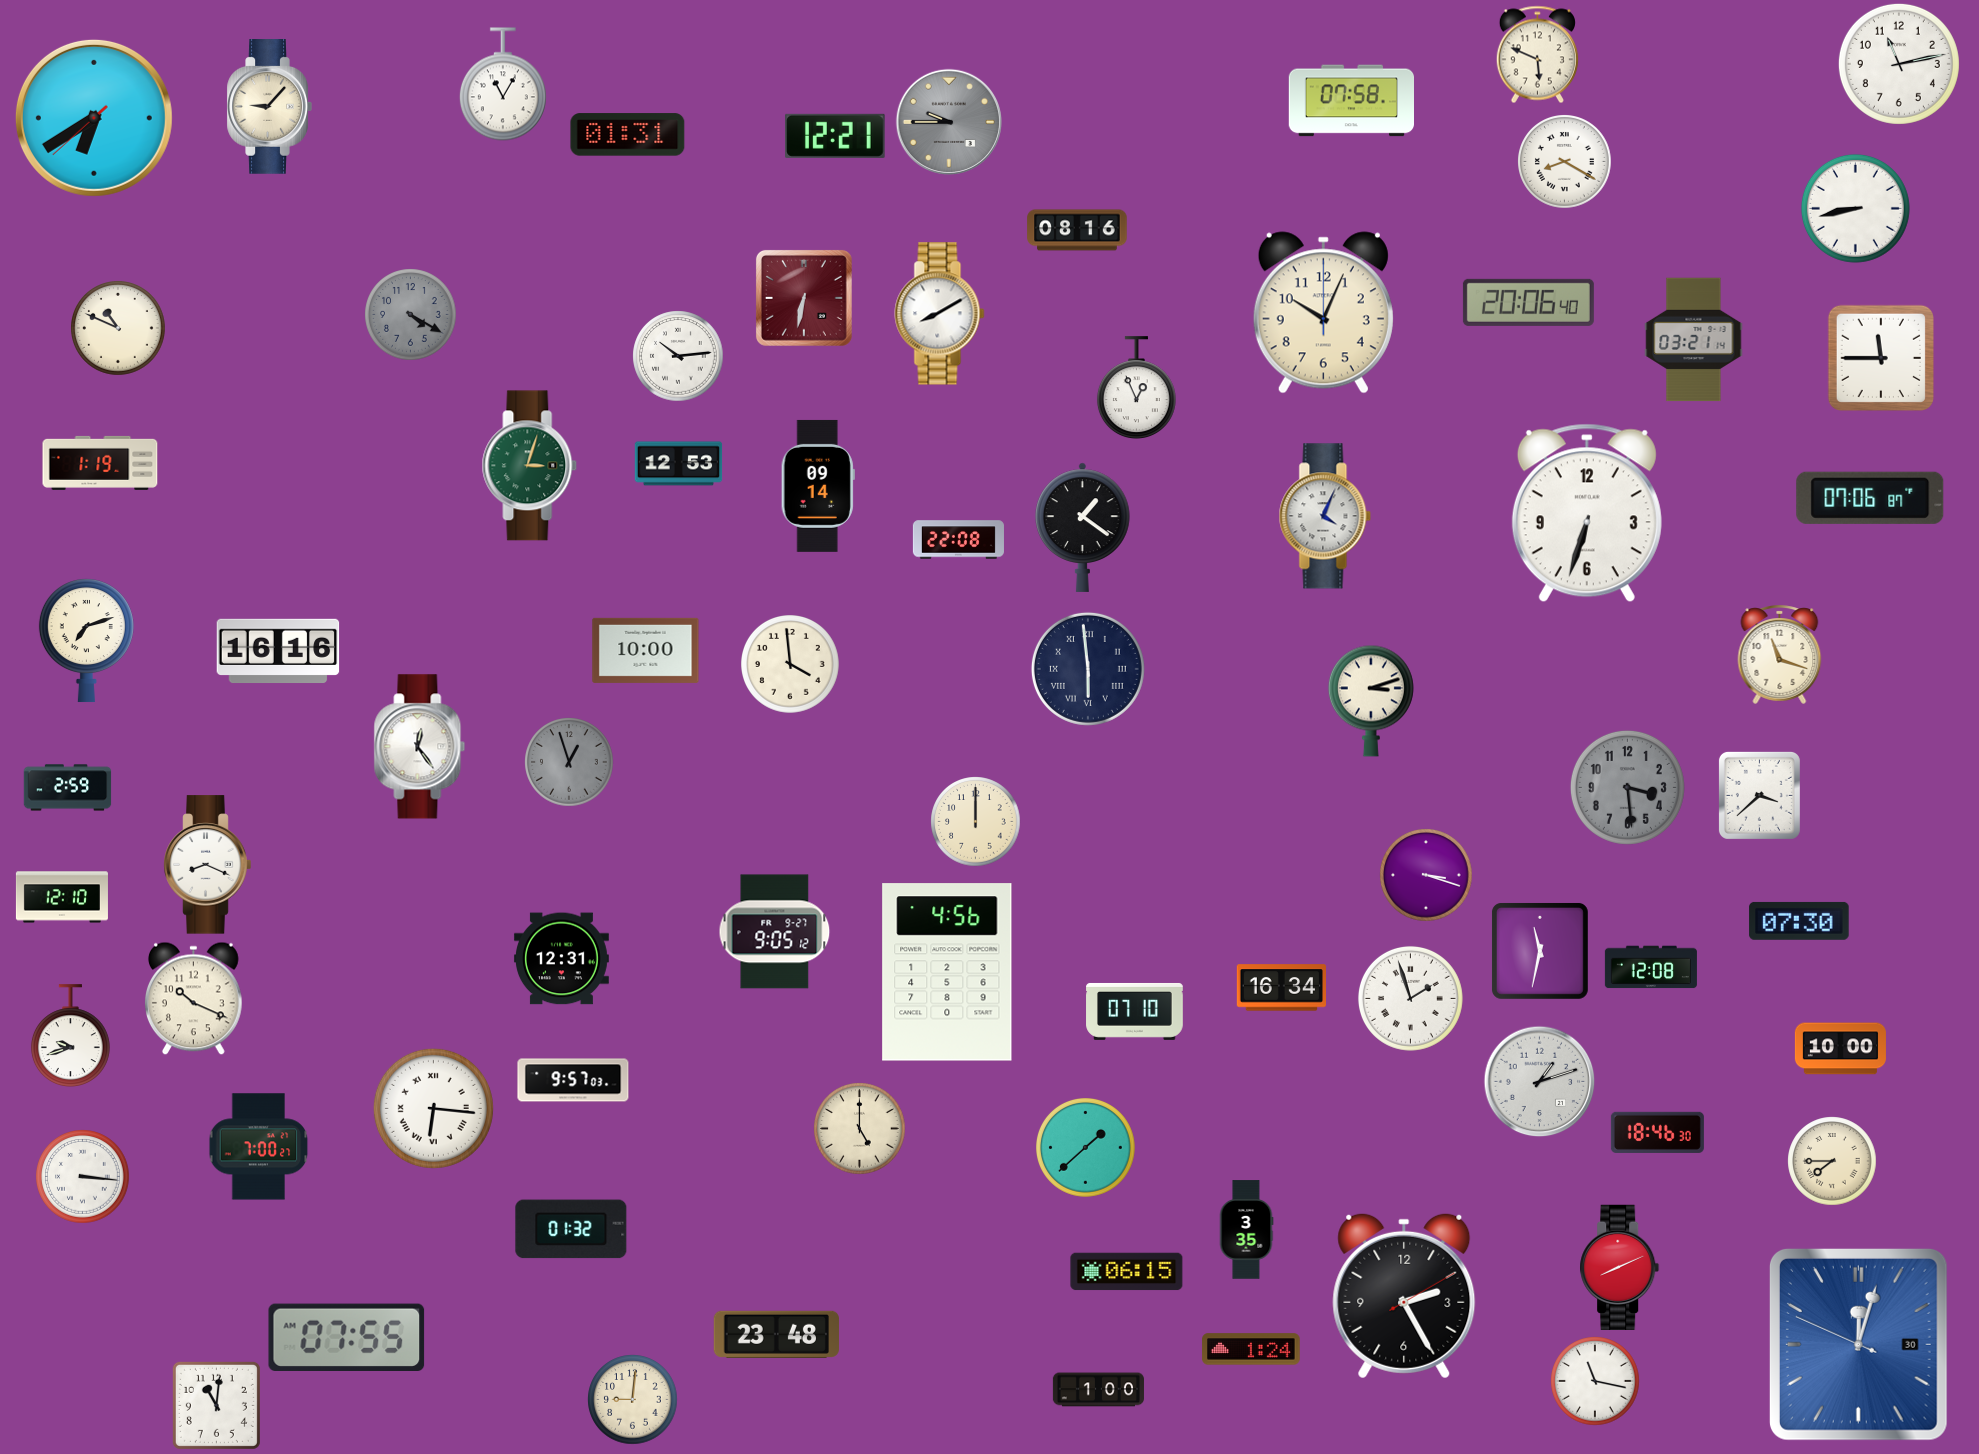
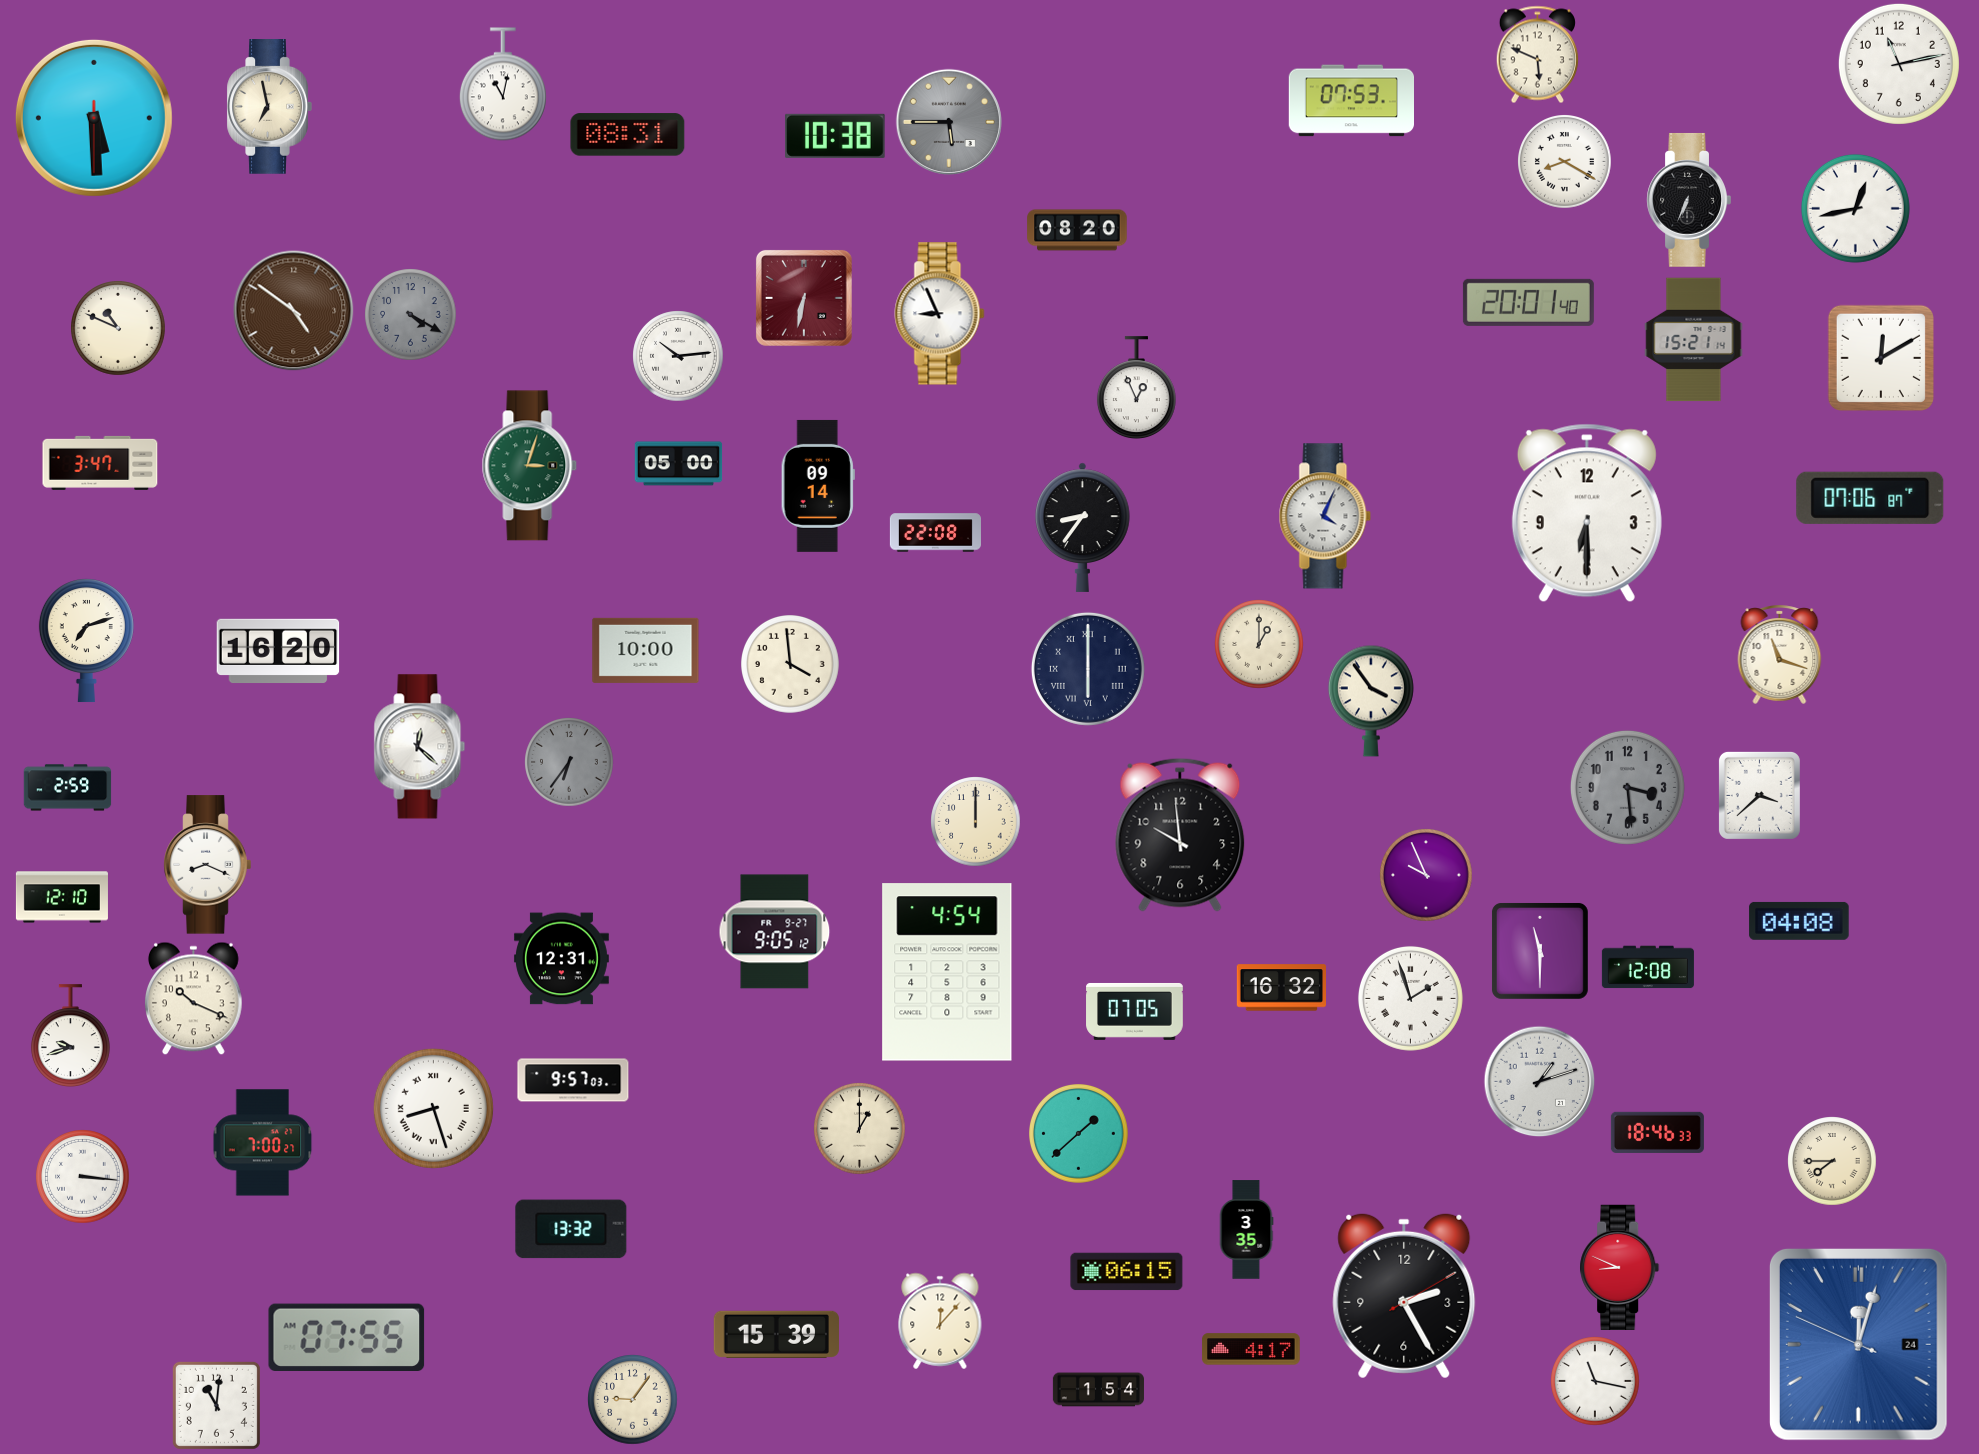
clock at (503, 84): 11:05 -> 11:02
clock at (1351, 101): 07:58 -> 07:53
clock at (269, 107): 9:07 -> 6:58
clock at (94, 118): 6:39 -> 5:29
clock at (948, 121): 9:45 -> 5:45
clock at (628, 135): 01:31 -> 08:31
clock at (835, 136): 12:21 -> 10:38
clock at (1689, 200): none -> 6:34
clock at (1855, 208): 8:43 -> 12:43
clock at (1077, 230): 08:16 -> 08:20
clock at (1528, 302): 20:06 -> 20:01
clock at (294, 311): none -> 4:51
clock at (1323, 313): 10:04 -> none
clock at (940, 314): 8:10 -> 8:56
clock at (1694, 340): 03:21 -> 15:21
clock at (1881, 358): 11:45 -> 12:10
clock at (100, 463): 1:19 -> 3:47
clock at (679, 464): 12:53 -> 05:00
clock at (1587, 513): 6:33 -> 6:30
clock at (1083, 527): 1:21 -> 8:36
clock at (958, 540) position: (958, 540) -> (935, 533)
clock at (1259, 644): none -> 1:00
clock at (278, 651): 16:16 -> 16:20
clock at (1088, 669): 5:59 -> 6:00
clock at (1371, 701): 3:12 -> 3:54
clock at (420, 747): 12:24 -> 12:22
clock at (569, 762): 12:57 -> 6:36
clock at (1180, 835): none -> 9:59
clock at (1426, 875): 3:18 -> 9:56
clock at (1799, 921): 07:30 -> 04:08
clock at (1540, 951): 11:32 -> 11:30
clock at (1651, 967) position: (1651, 967) -> (1648, 967)
clock at (947, 972): 4:56 -> 4:54
clock at (1281, 988): 16:34 -> 16:32
clock at (1135, 1011): 07:10 -> 07:05
clock at (1840, 1049): 10:00 -> none
clock at (433, 1108): 6:16 -> 8:27
clock at (860, 1129): 5:00 -> 1:00
clock at (1657, 1132): 18:46:30 -> 18:46:33
clock at (259, 1147) position: (259, 1147) -> (263, 1143)
clock at (1086, 1148) position: (1086, 1148) -> (1079, 1134)
clock at (571, 1229): 01:32 -> 13:32
clock at (1620, 1267): 8:11 -> 8:49
clock at (940, 1321): none -> 12:07
clock at (776, 1334): 23:48 -> 15:39
clock at (1858, 1344) date: 30 -> 24
clock at (1251, 1349): 1:24 -> 4:17
clock at (1098, 1390): 1:00 -> 1:54
clock at (633, 1400): 9:01 -> 9:06
